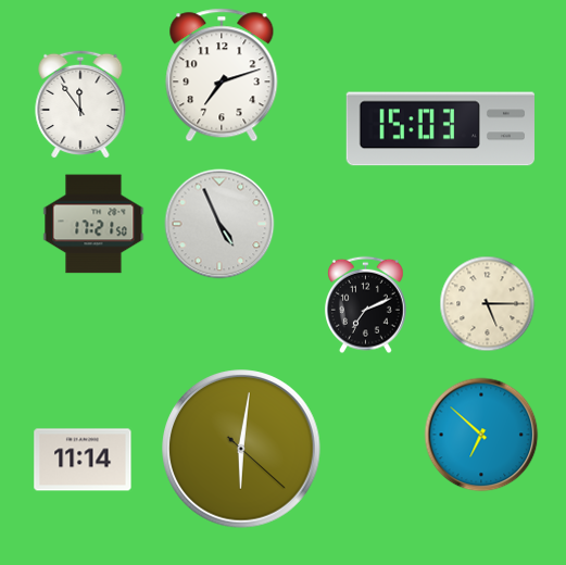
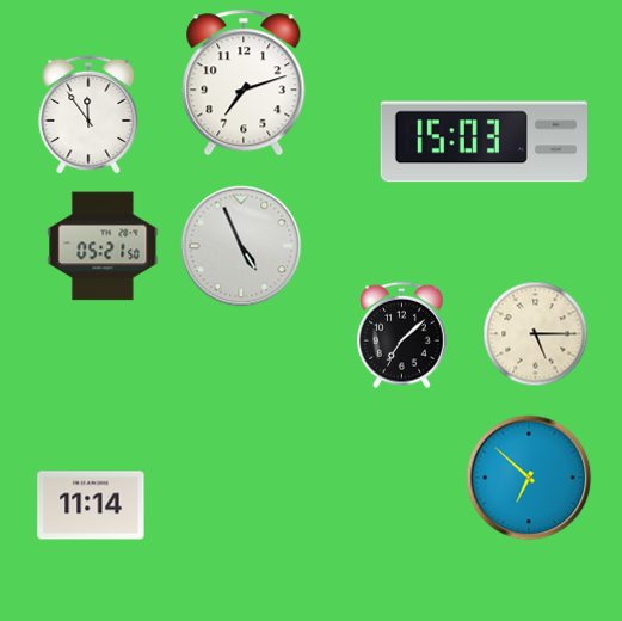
clock at (93, 224): 17:21 -> 05:21
clock at (366, 305): 7:11 -> 7:08
clock at (241, 449): 6:01 -> none
